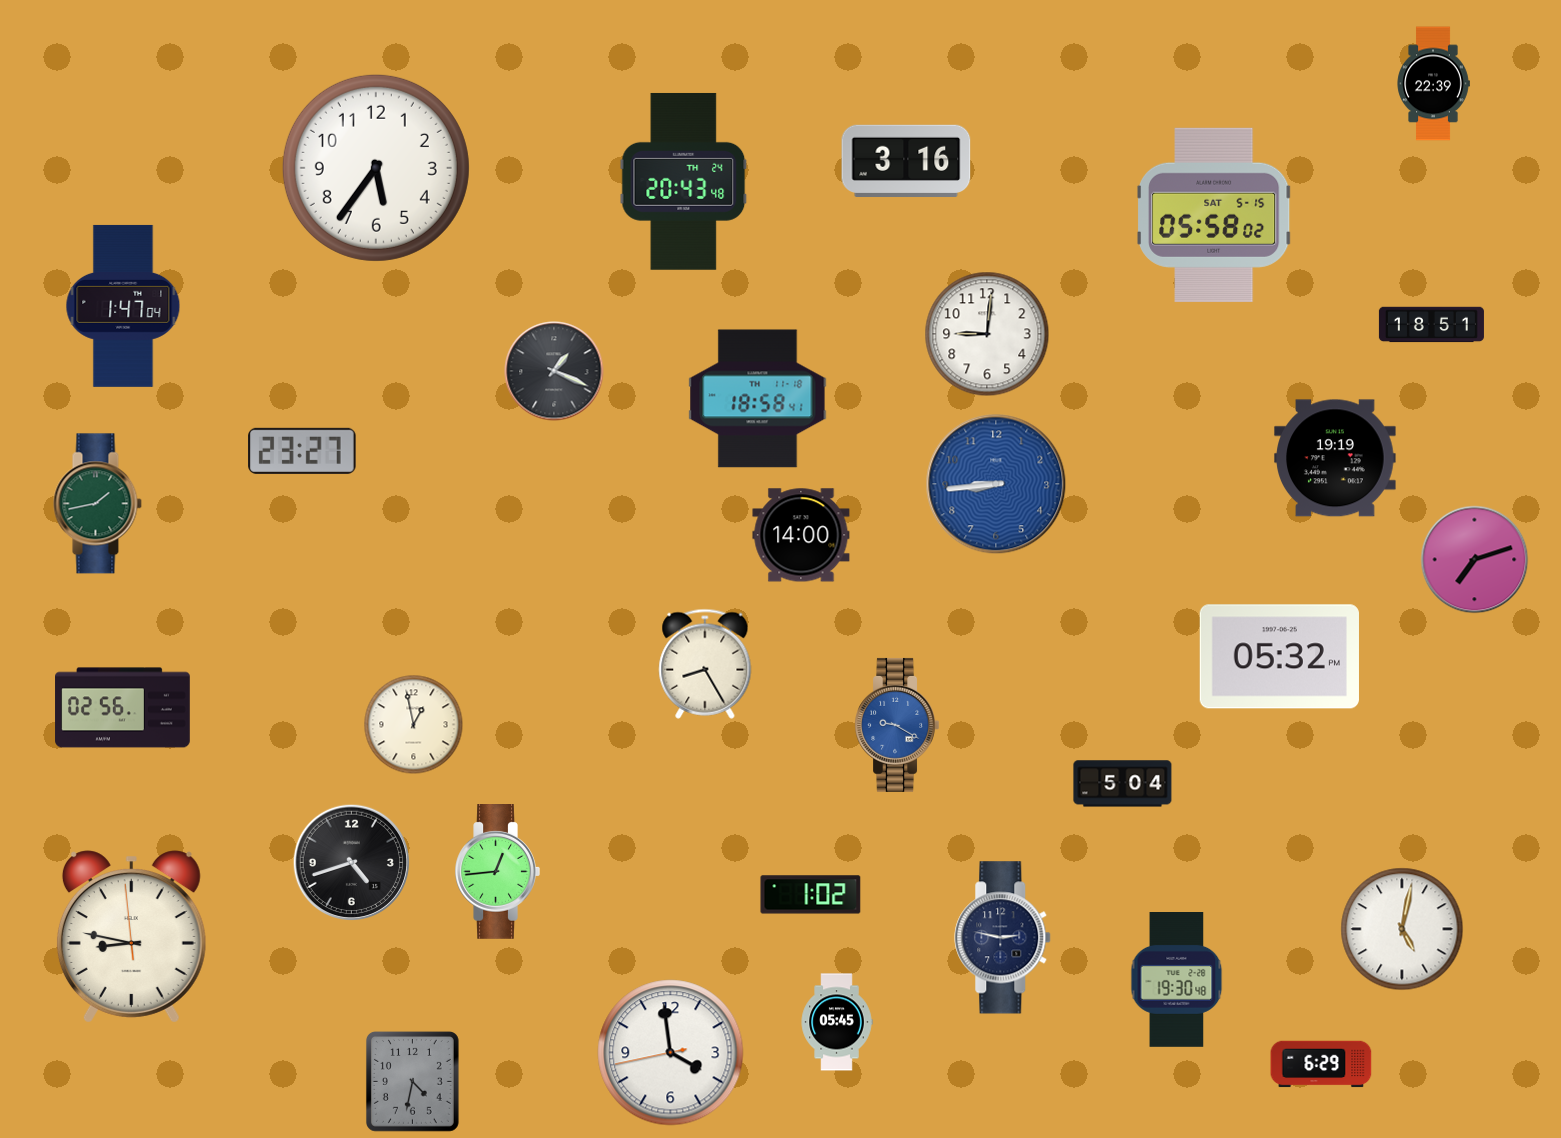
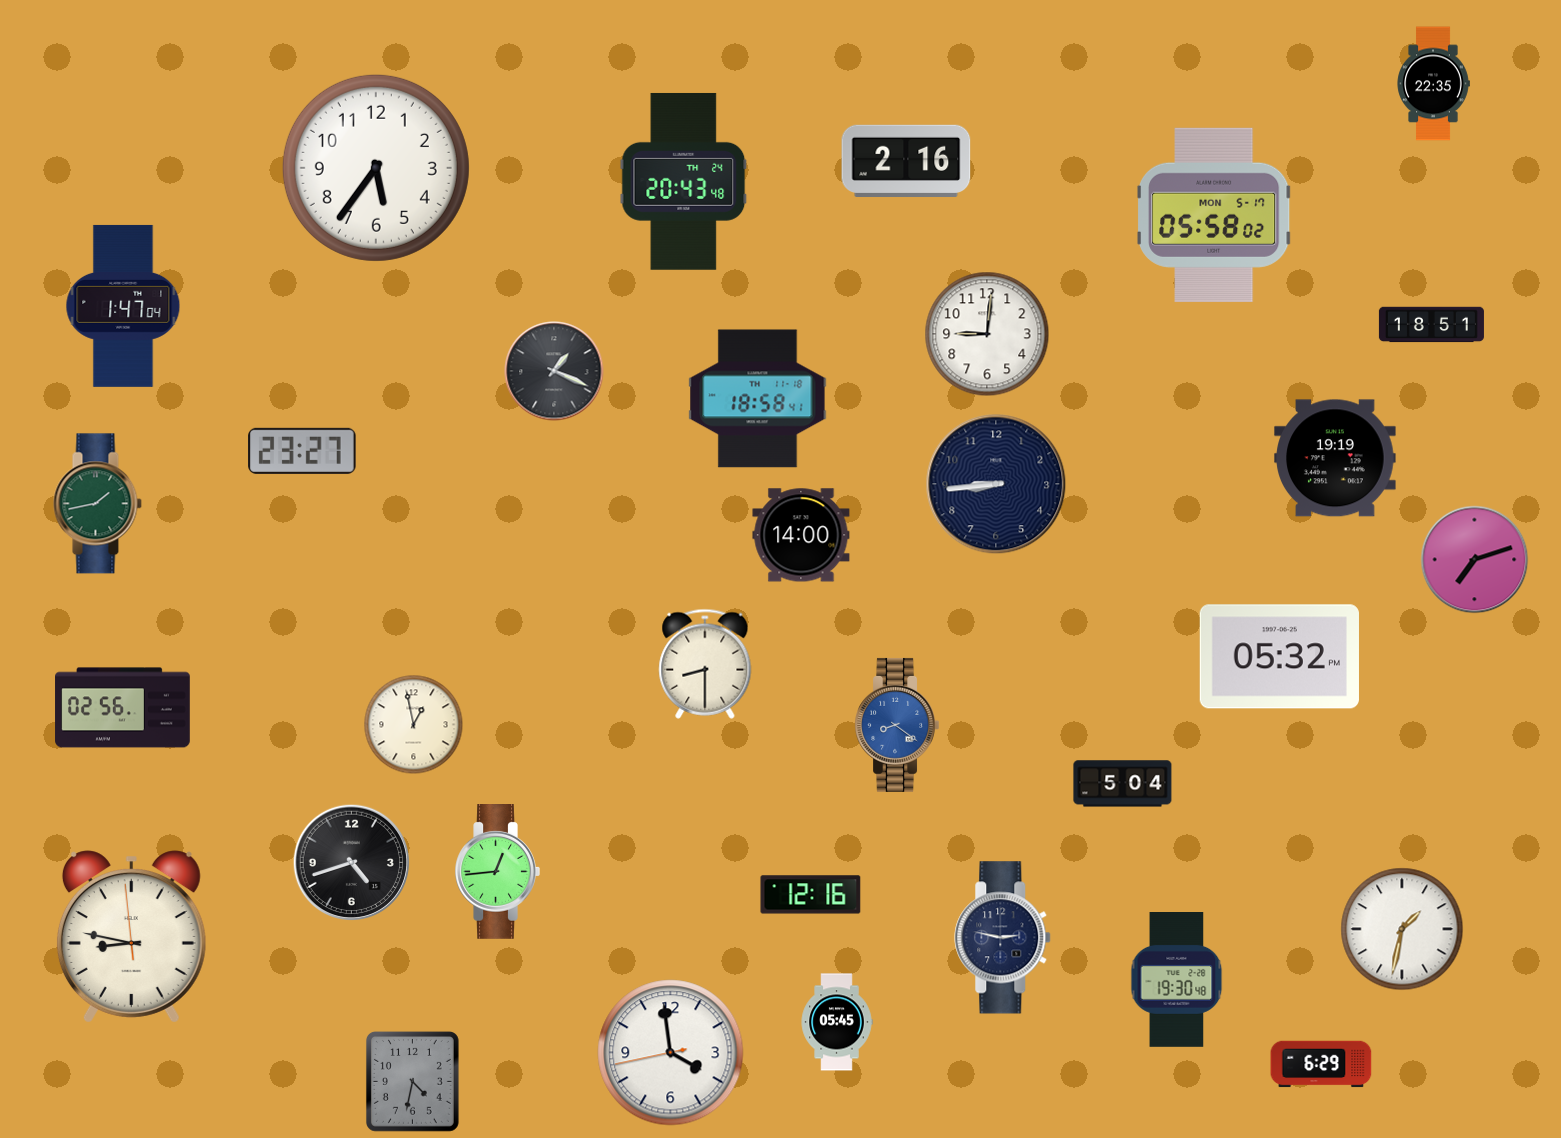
clock at (1433, 84): 22:39 -> 22:35
clock at (906, 160): 3:16 -> 2:16
clock at (1215, 215) date: SAT 5-15 -> MON 5-17
clock at (996, 484) dial: blue -> navy
clock at (705, 664): 8:25 -> 8:30
clock at (896, 725): 9:20 -> 8:21
clock at (811, 895): 1:02 -> 12:16
clock at (1402, 929): 5:02 -> 1:32
